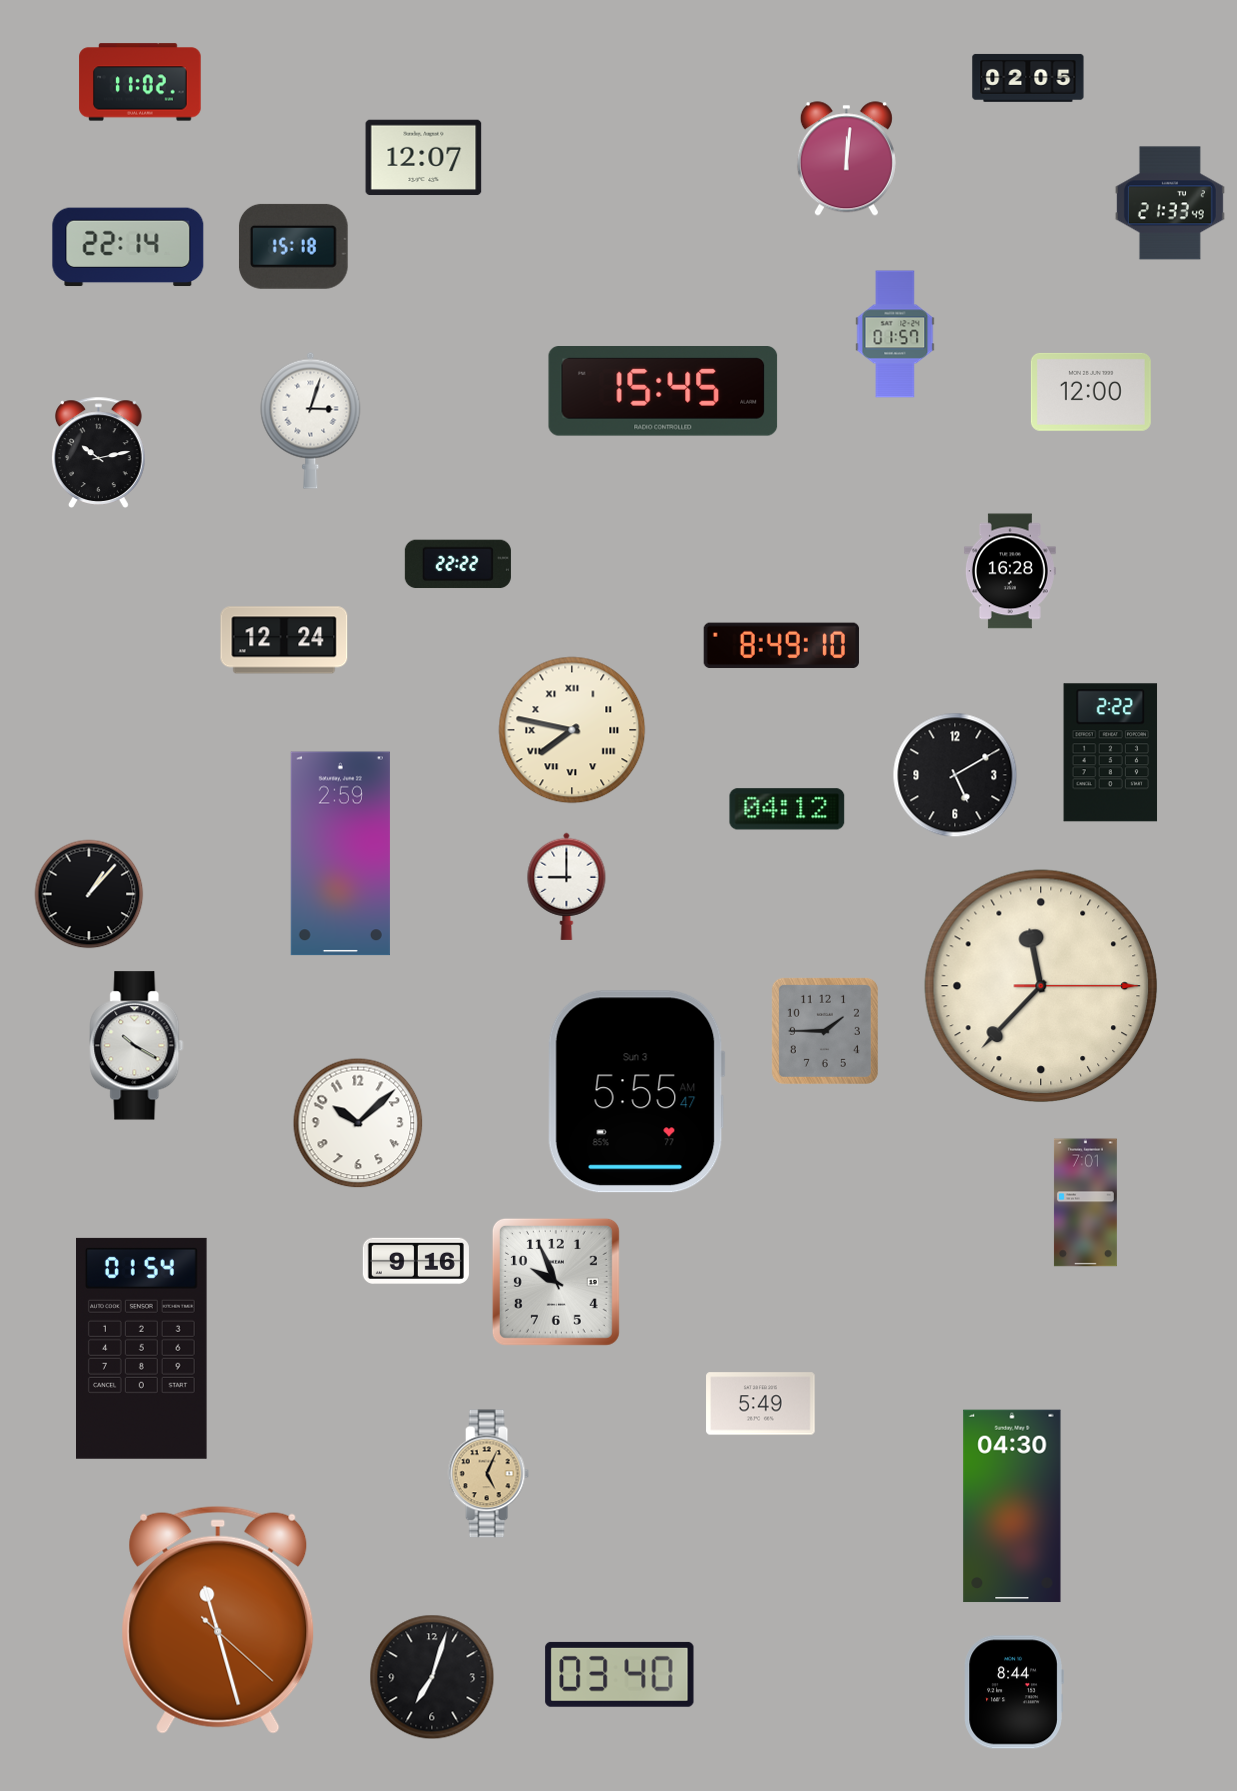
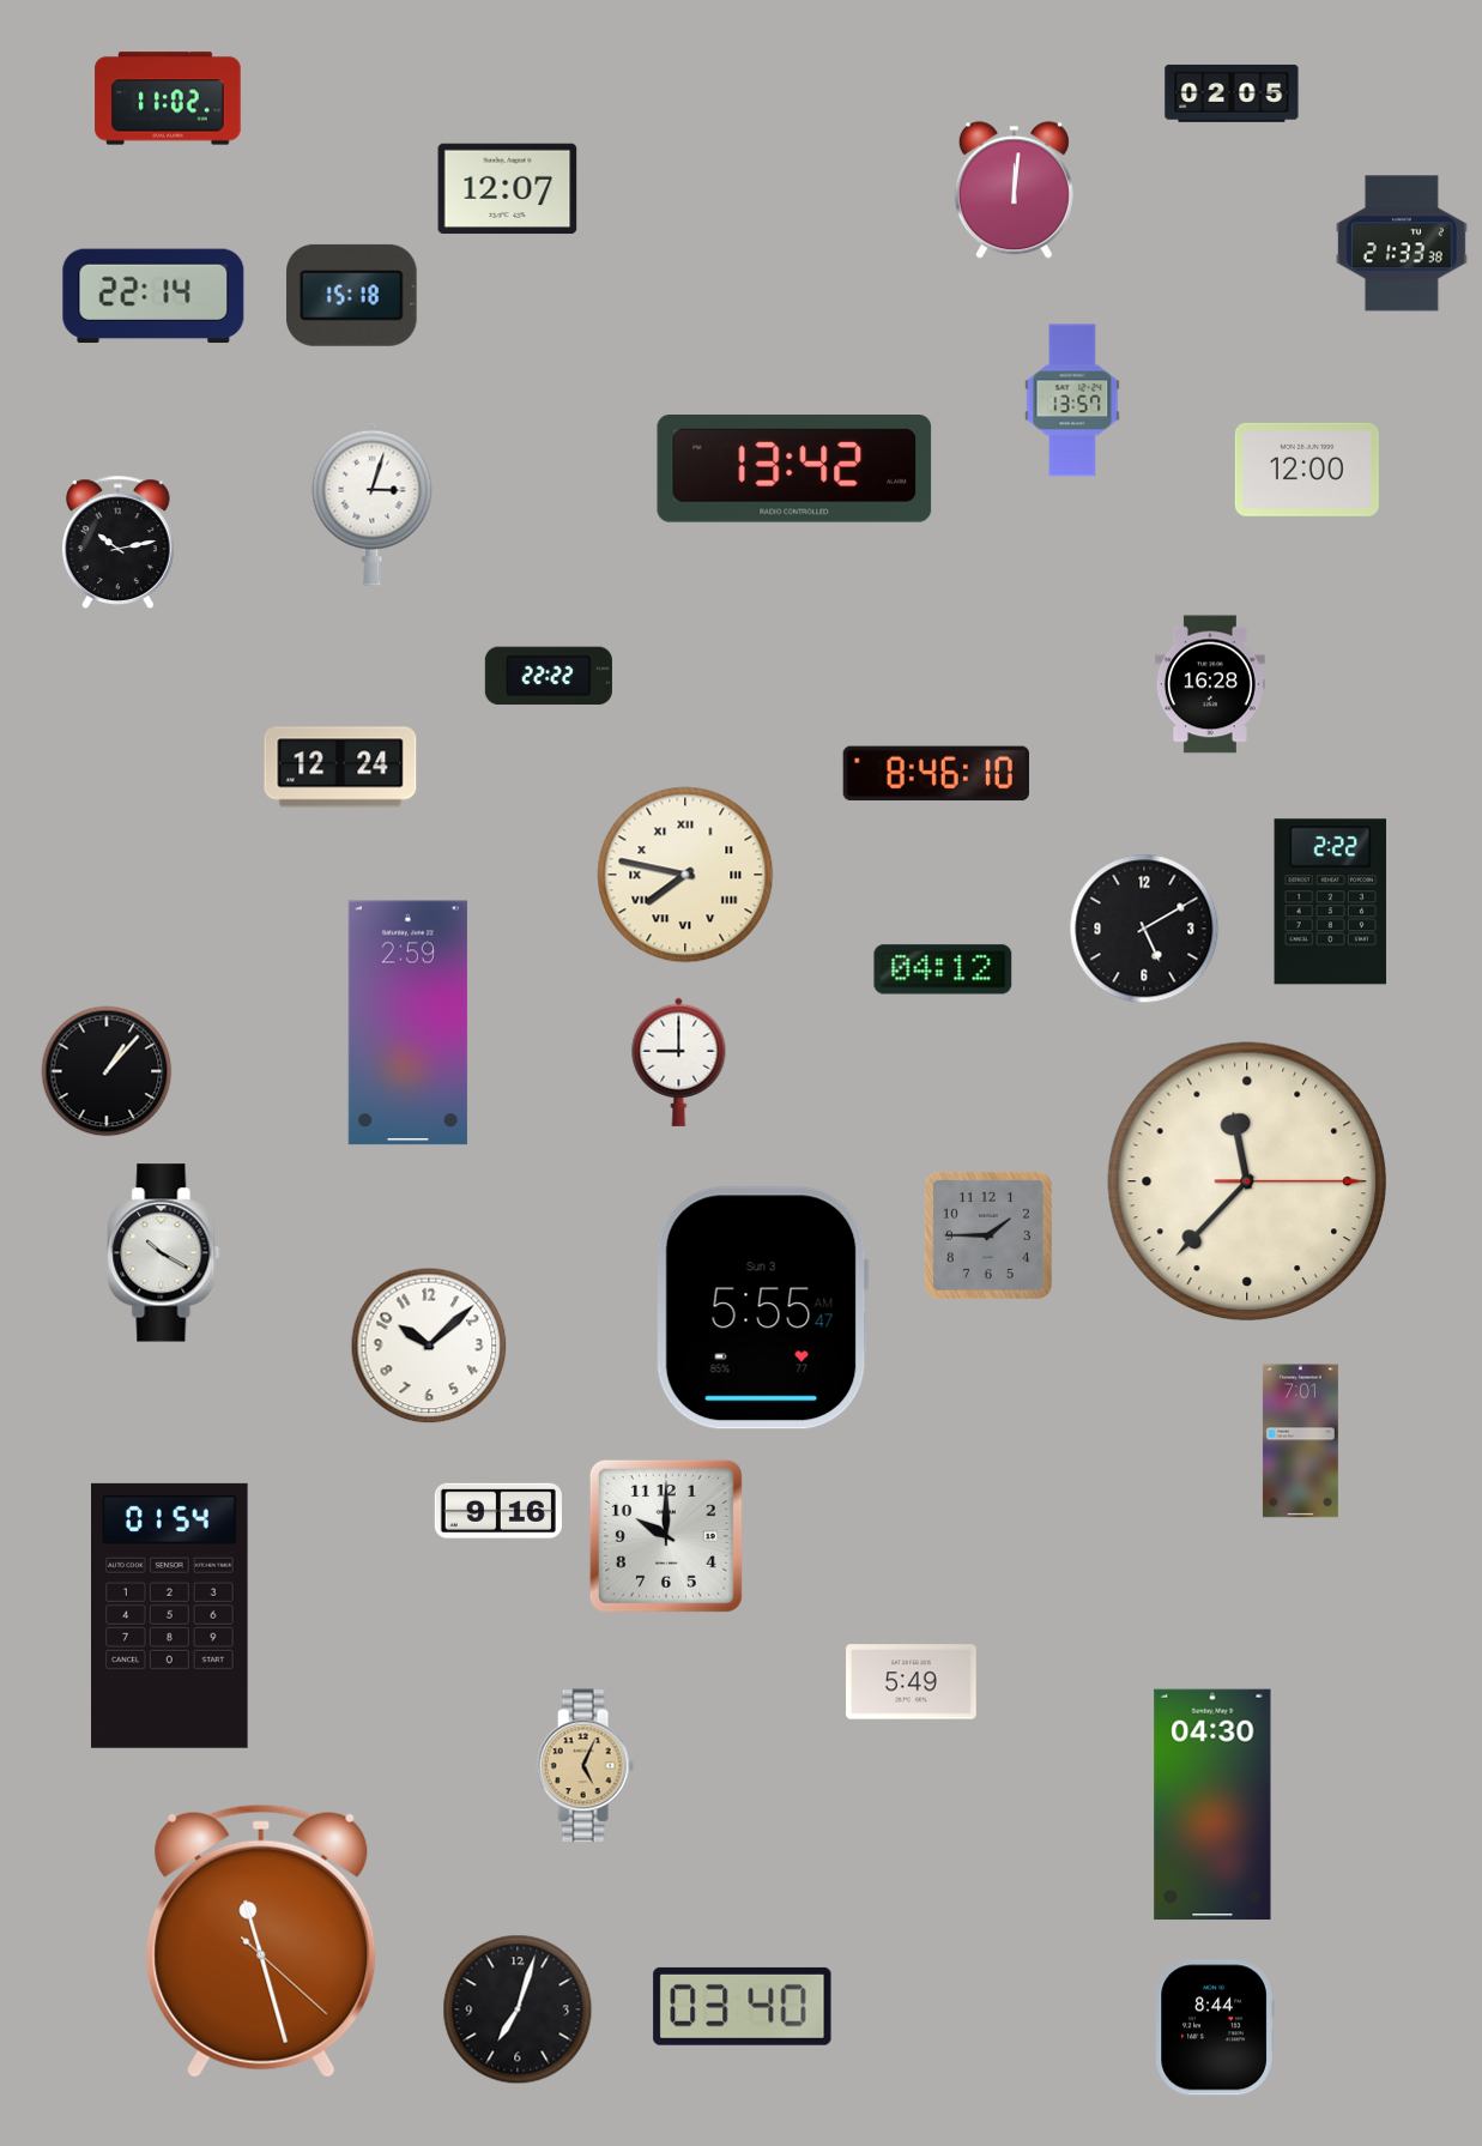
clock at (1170, 203): 21:33:49 -> 21:33:38
clock at (895, 334): 01:57 -> 13:57
clock at (663, 392): 15:45 -> 13:42
clock at (781, 646): 8:49 -> 8:46
clock at (556, 1282): 9:56 -> 10:00
